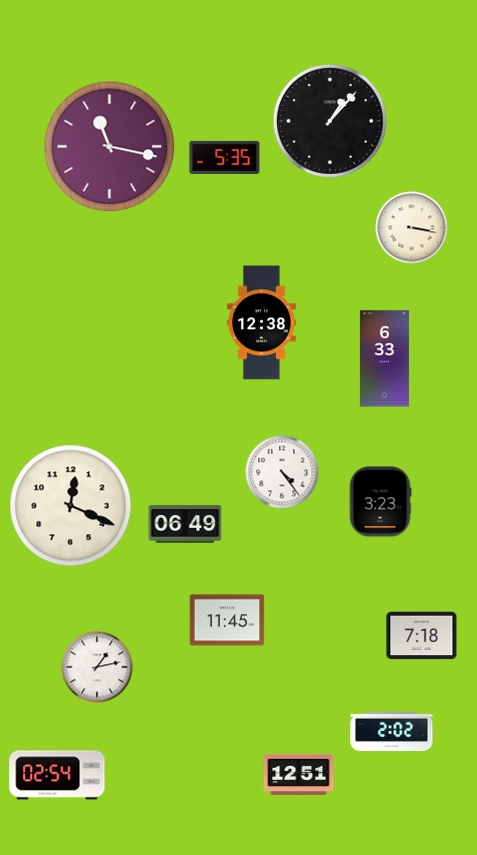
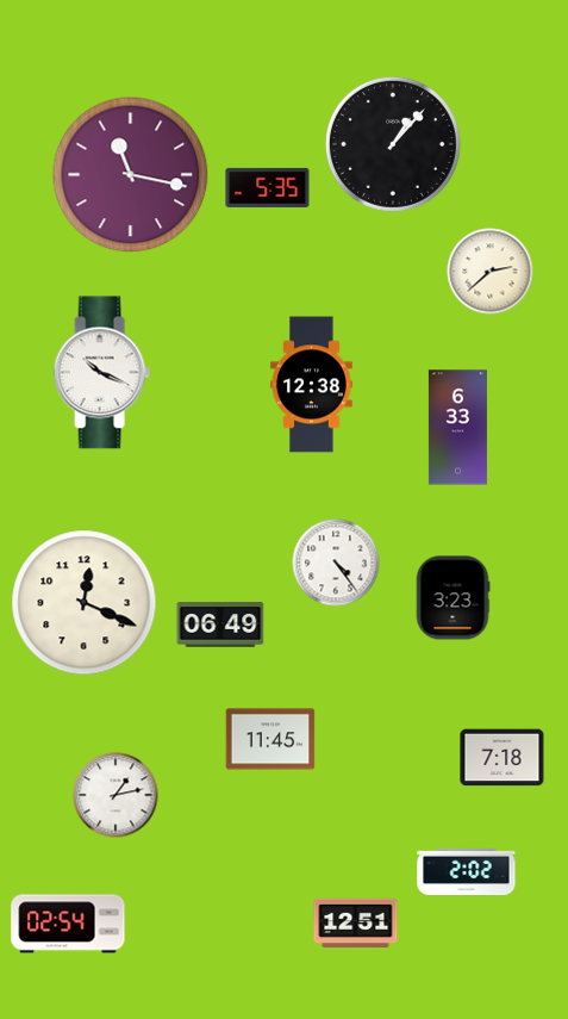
clock at (412, 228): 3:17 -> 2:38
clock at (101, 373): none -> 10:19
